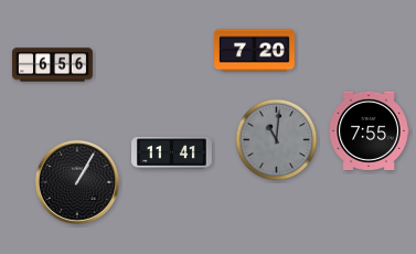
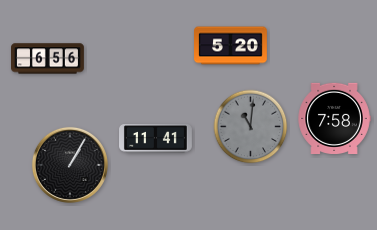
clock at (255, 51): 7:20 -> 5:20
clock at (369, 130): 7:55 -> 7:58
